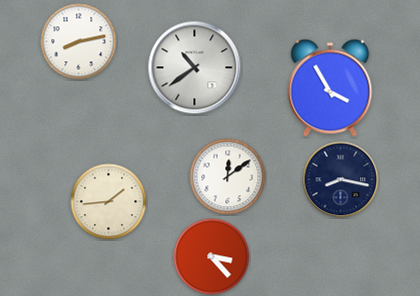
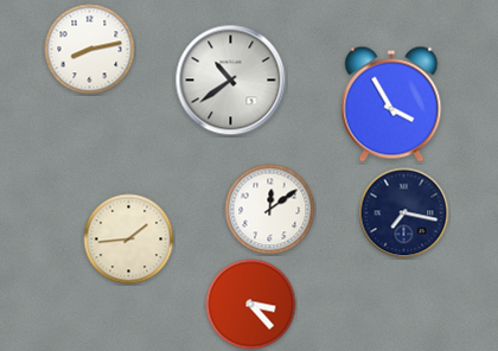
clock at (79, 42) position: (79, 42) -> (90, 50)
clock at (341, 180): 8:17 -> 7:17
